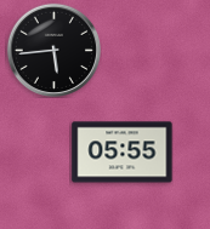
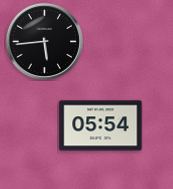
clock at (123, 153): 05:55 -> 05:54
